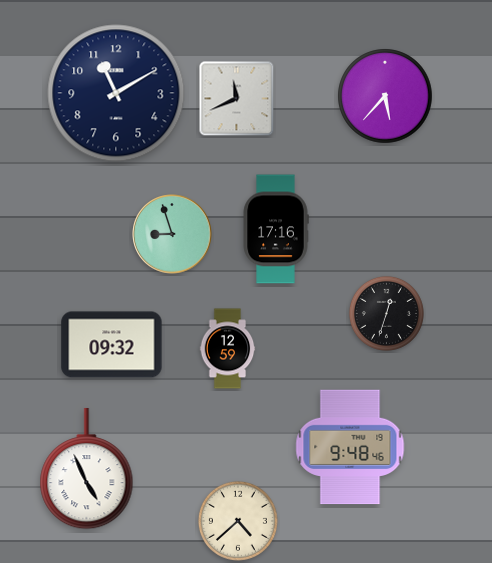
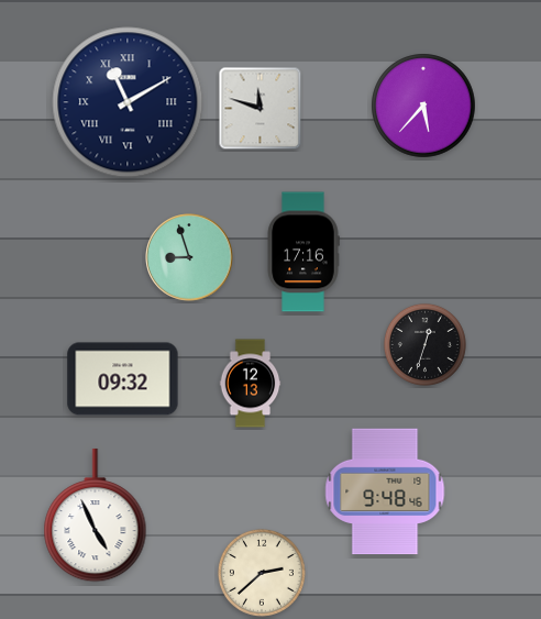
clock at (116, 93) numerals: Arabic -> Roman
clock at (237, 99): 11:41 -> 11:48
clock at (228, 349): 12:59 -> 12:13
clock at (238, 521): 4:38 -> 2:38
